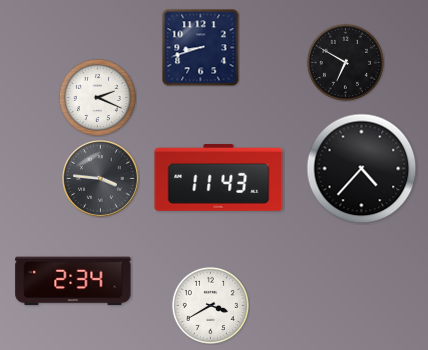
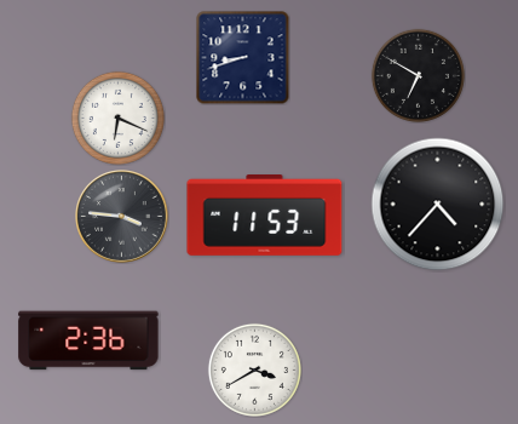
clock at (97, 97): 2:19 -> 6:19
clock at (219, 178): 11:43 -> 11:53
clock at (73, 281): 2:34 -> 2:36
